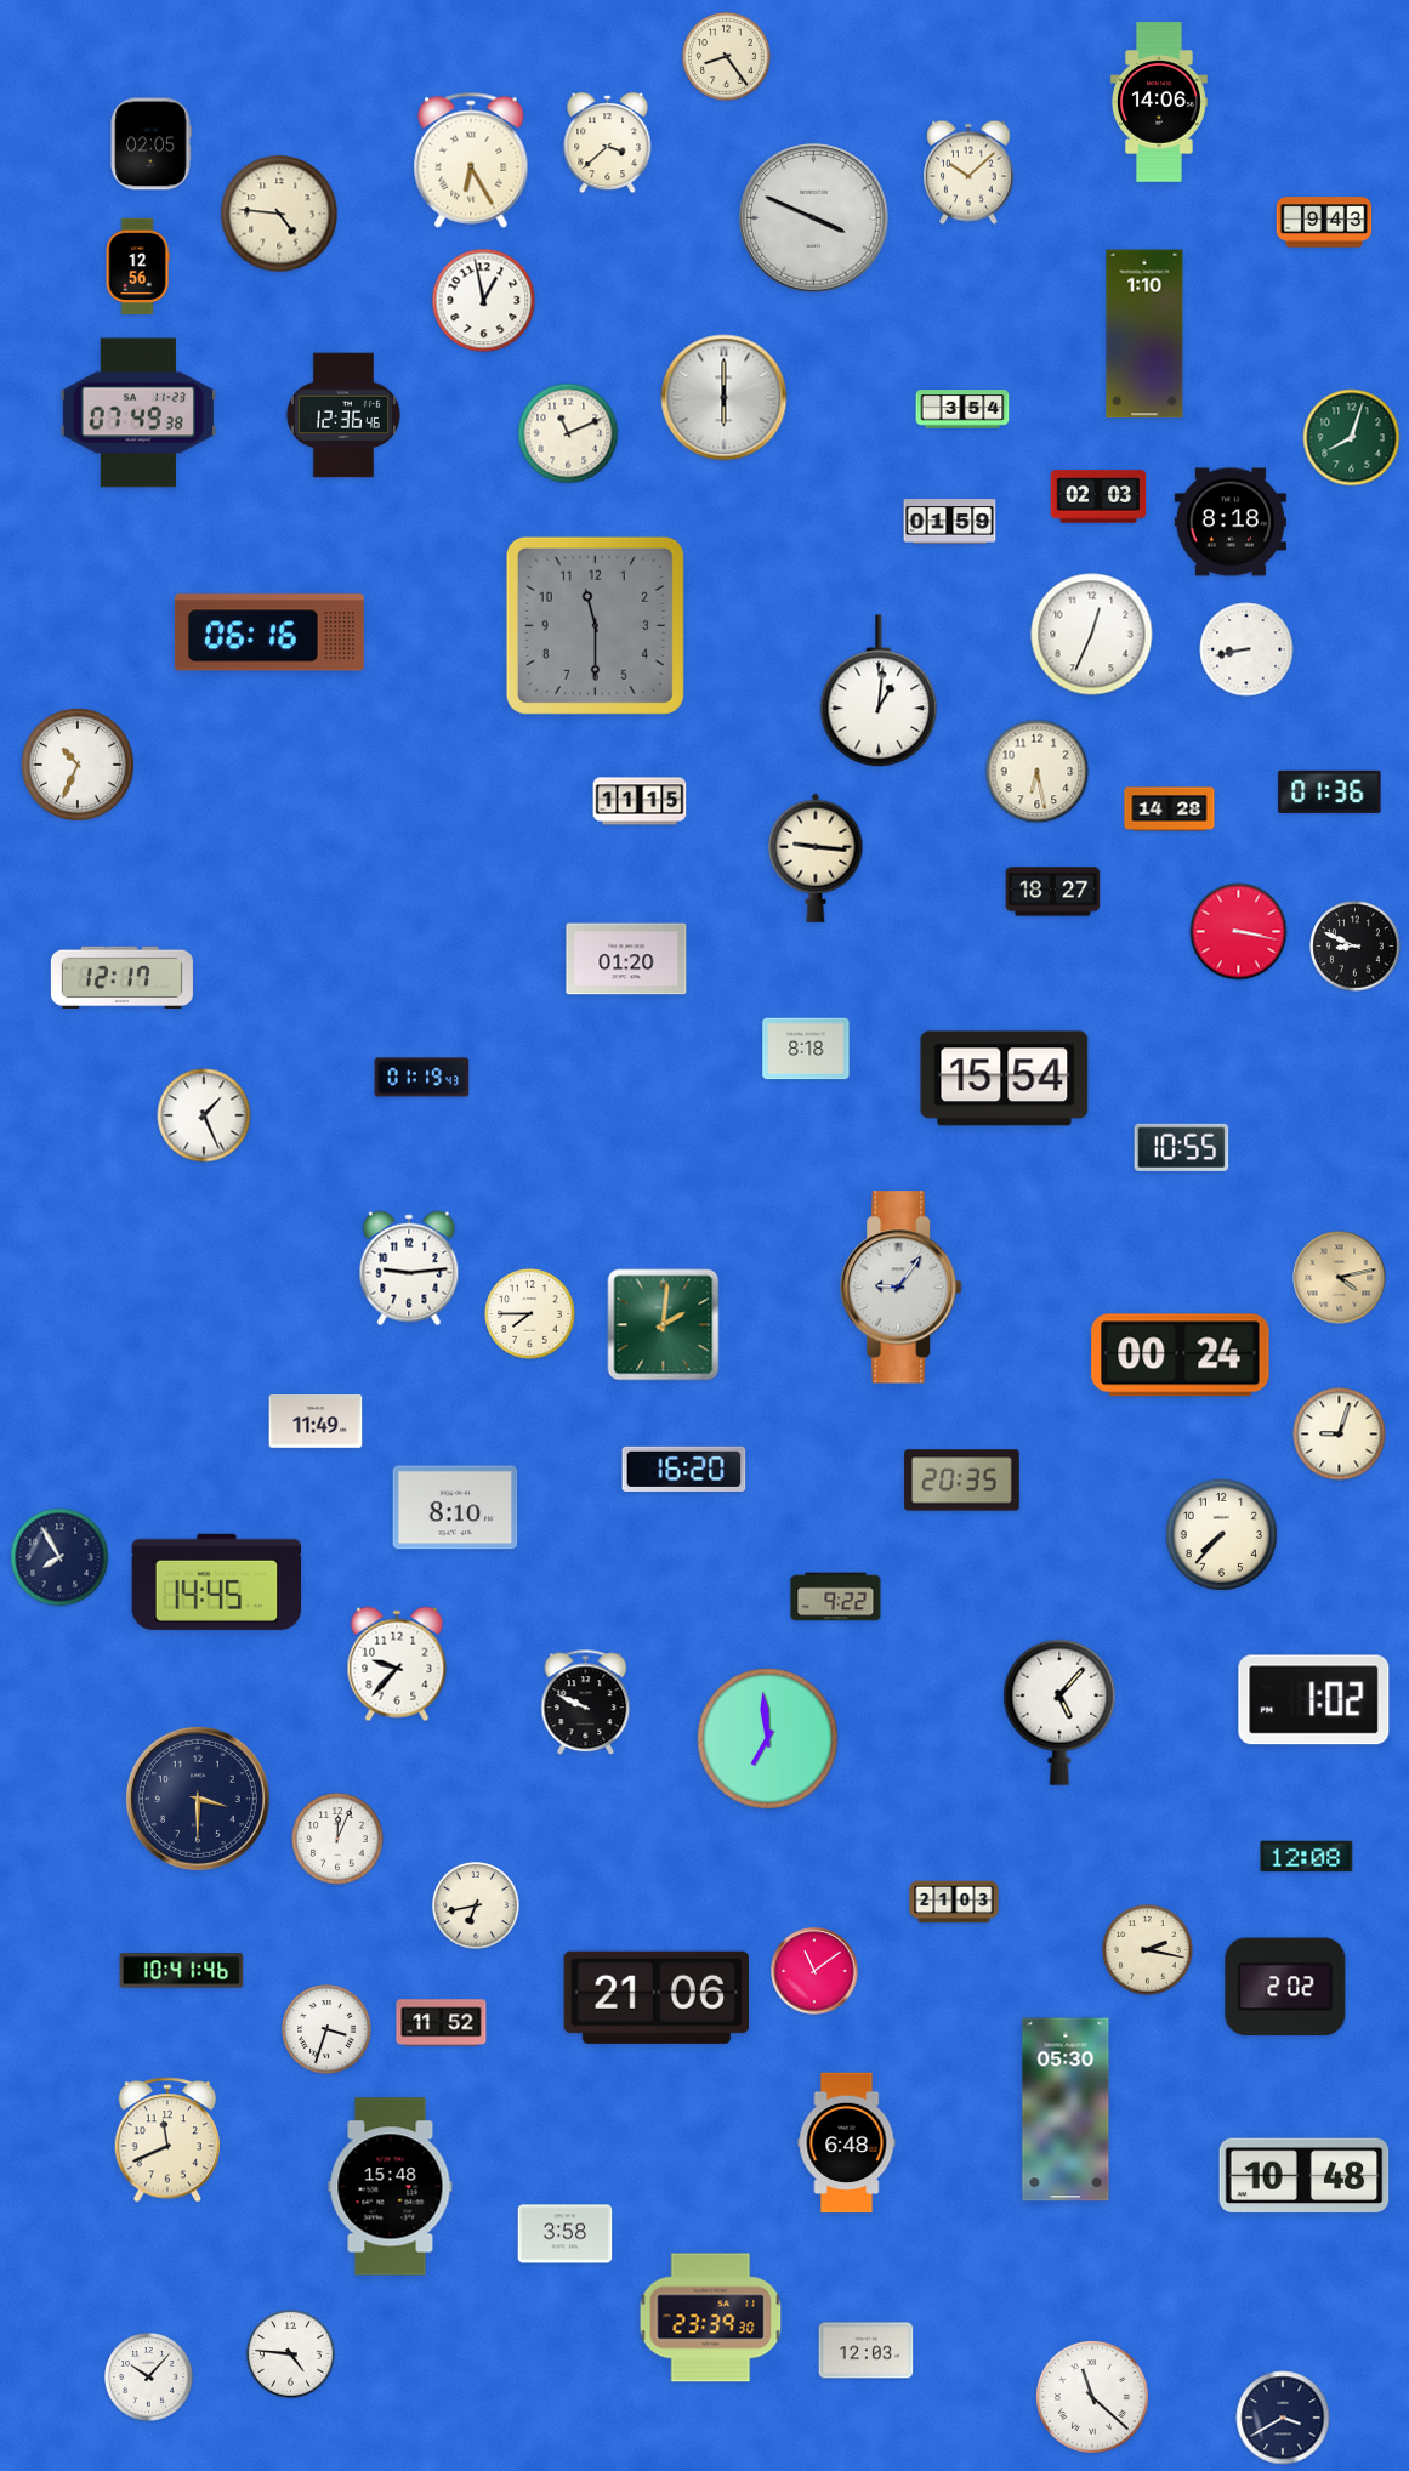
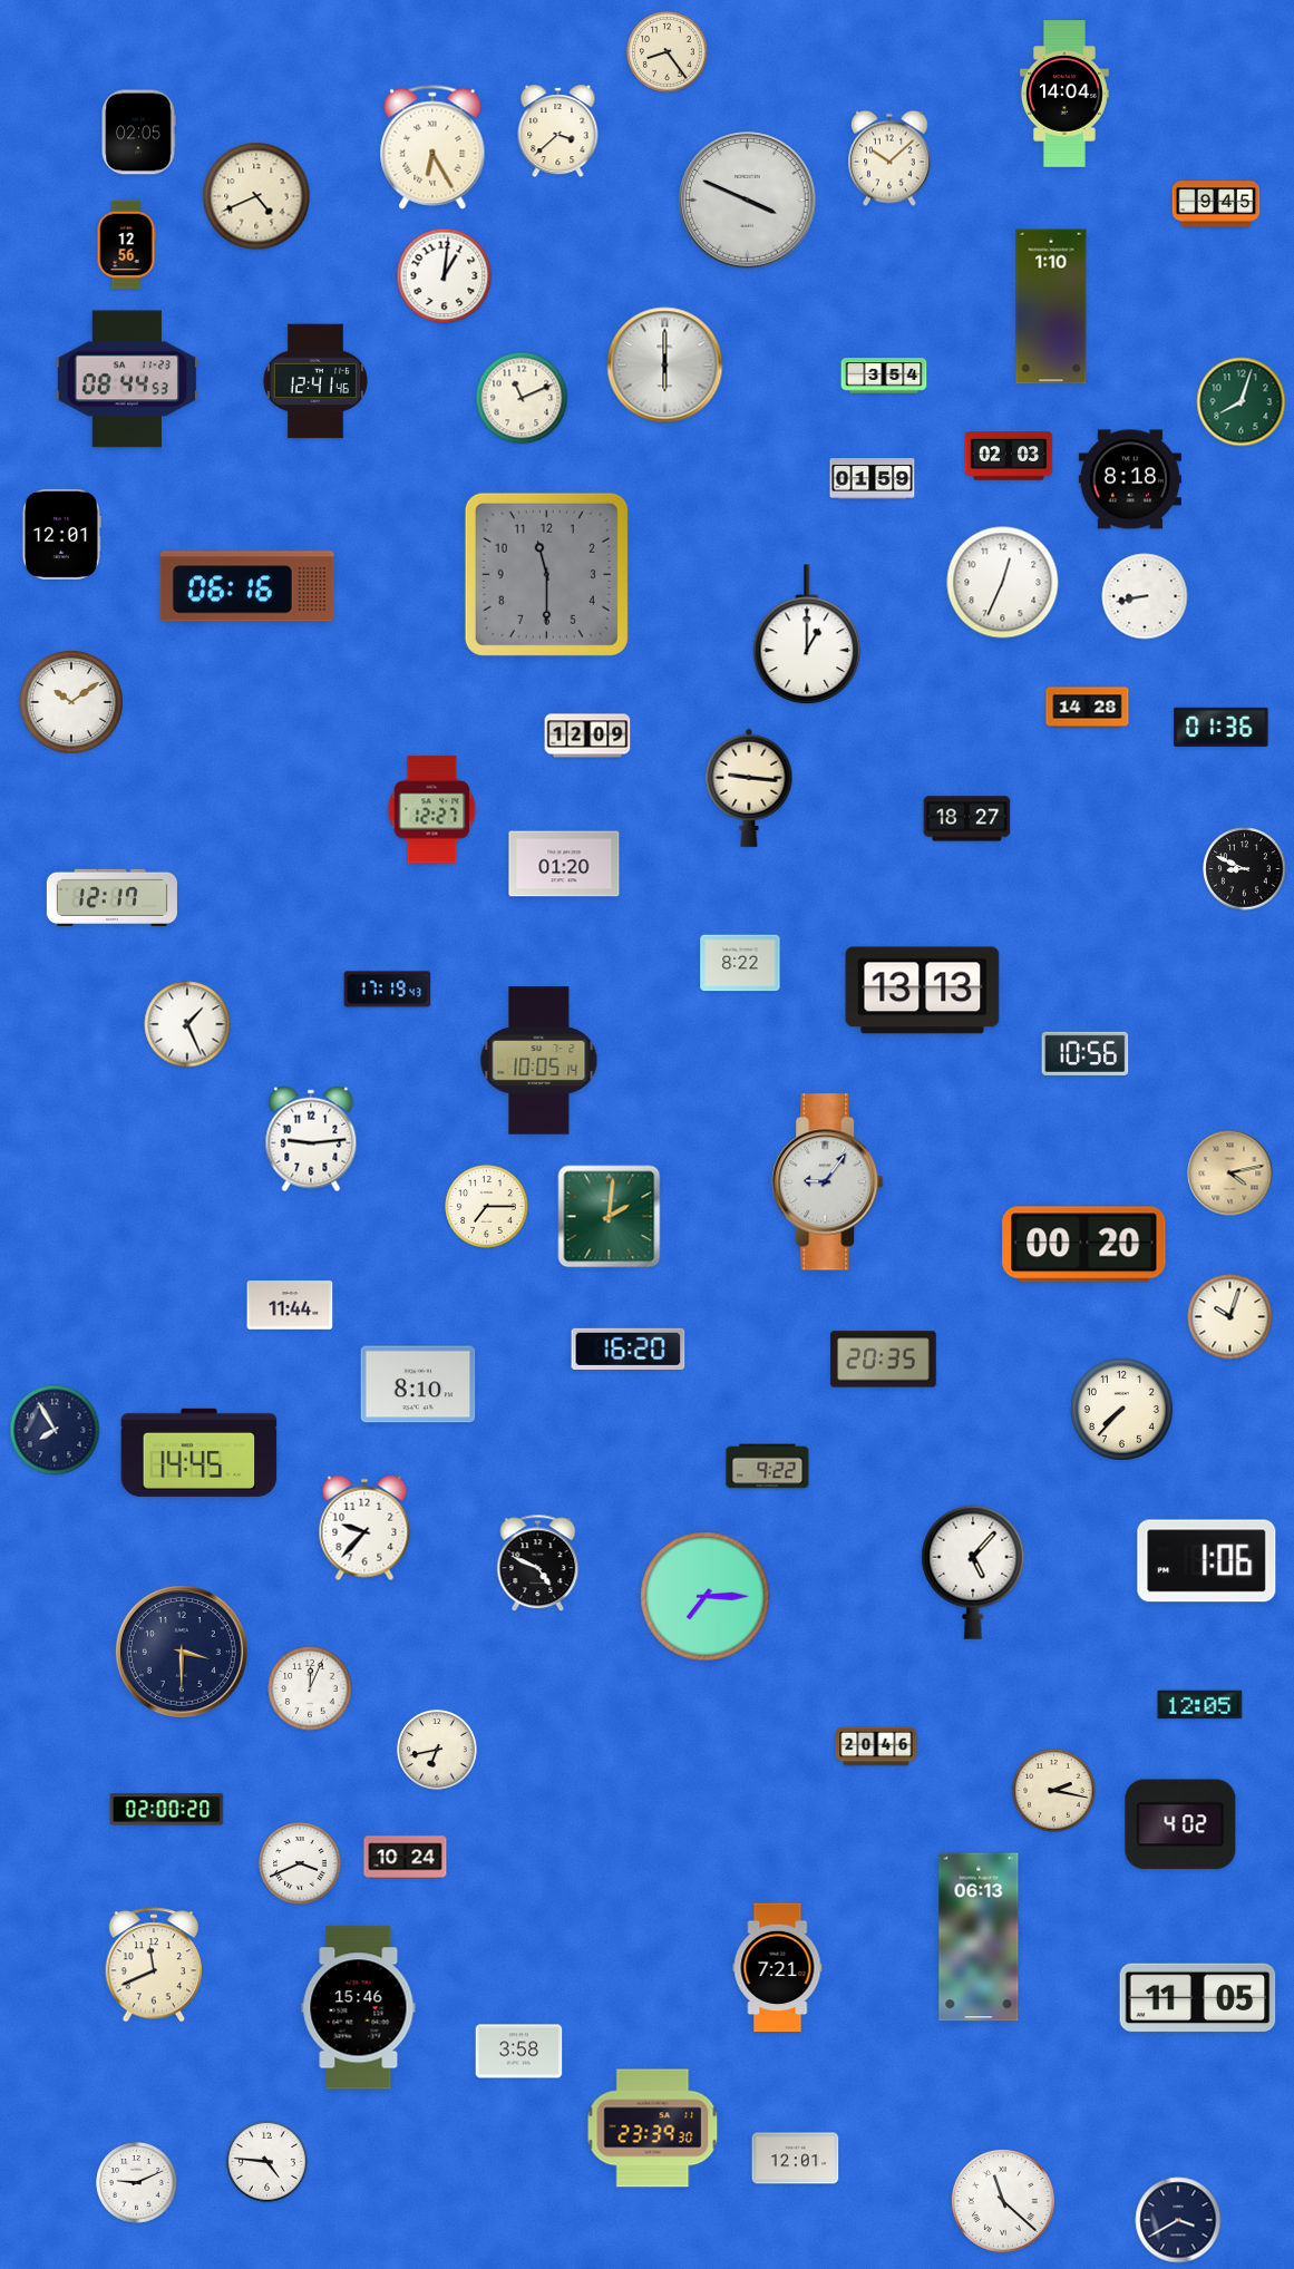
clock at (1160, 102): 14:06 -> 14:04
clock at (279, 214): 4:46 -> 4:41
clock at (1324, 222): 9:43 -> 9:45
clock at (484, 301): 12:58 -> 1:01
clock at (137, 413): 07:49 -> 08:44
clock at (343, 415): 12:36 -> 12:41
clock at (61, 534): none -> 12:01
clock at (269, 632) position: (269, 632) -> (247, 586)
clock at (879, 692): 1:01 -> 1:00
clock at (78, 765): 10:34 -> 10:09
clock at (1038, 772): 6:28 -> none
clock at (640, 801): 11:15 -> 12:09
clock at (1170, 810) position: (1170, 810) -> (1088, 708)
clock at (432, 810): none -> 12:27
clock at (1239, 932): 3:17 -> none
clock at (626, 959) position: (626, 959) -> (564, 864)
clock at (806, 1049): 8:18 -> 8:22
clock at (422, 1078): 01:19 -> 17:19
clock at (1005, 1079): 15:54 -> 13:13
clock at (1182, 1147): 10:55 -> 10:56
clock at (539, 1061): none -> 10:05
clock at (409, 1268) position: (409, 1268) -> (311, 1139)
clock at (530, 1314): 7:45 -> 7:15
clock at (1181, 1356): 00:24 -> 00:20
clock at (316, 1421): 11:49 -> 11:44
clock at (1340, 1435): 9:03 -> 10:03
clock at (1314, 1700): 1:02 -> 1:06
clock at (586, 1703): 9:49 -> 4:49
clock at (768, 1739): 6:59 -> 7:15
clock at (1307, 1857): 12:08 -> 12:05
clock at (954, 1902): 21:03 -> 20:46
clock at (182, 1971): 10:41 -> 02:00
clock at (814, 1971): 11:09 -> none
clock at (1285, 1987): 2:02 -> 4:02
clock at (657, 1998): 21:06 -> none
clock at (442, 2023): 11:52 -> 10:24
clock at (326, 2029): 3:33 -> 3:41
clock at (1066, 2109): 05:30 -> 06:13
clock at (847, 2143): 6:48 -> 7:21
clock at (1305, 2176): 10:48 -> 11:05
clock at (391, 2187): 15:48 -> 15:46
clock at (867, 2351): 12:03 -> 12:01
clock at (149, 2378): 10:07 -> 9:11
